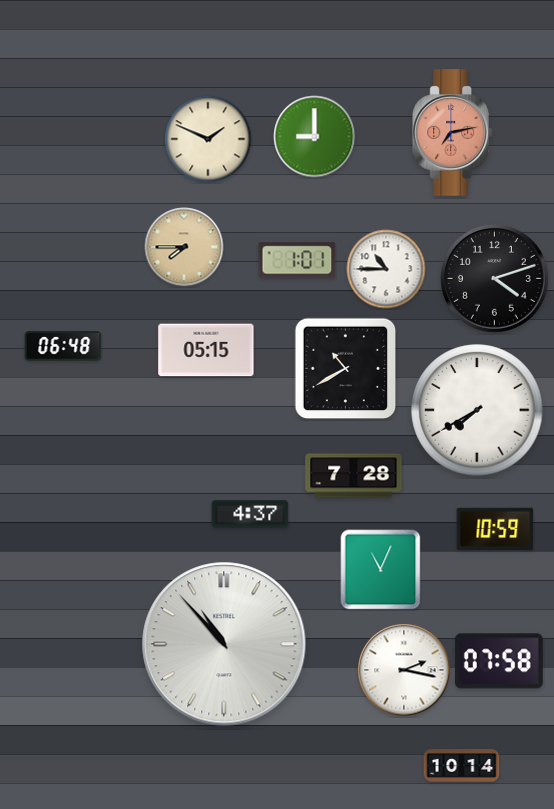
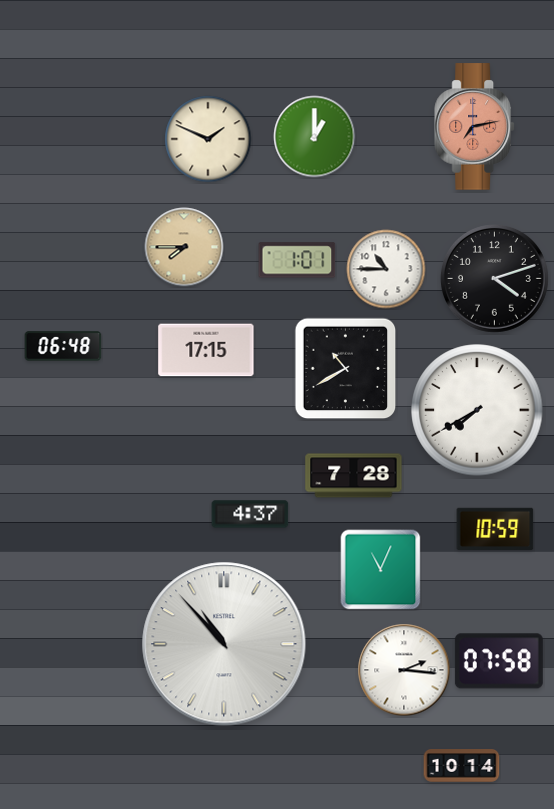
clock at (452, 133) position: (452, 133) -> (474, 127)
clock at (315, 137): 9:00 -> 1:00
clock at (206, 350): 05:15 -> 17:15
clock at (404, 670): 2:17 -> 2:16
